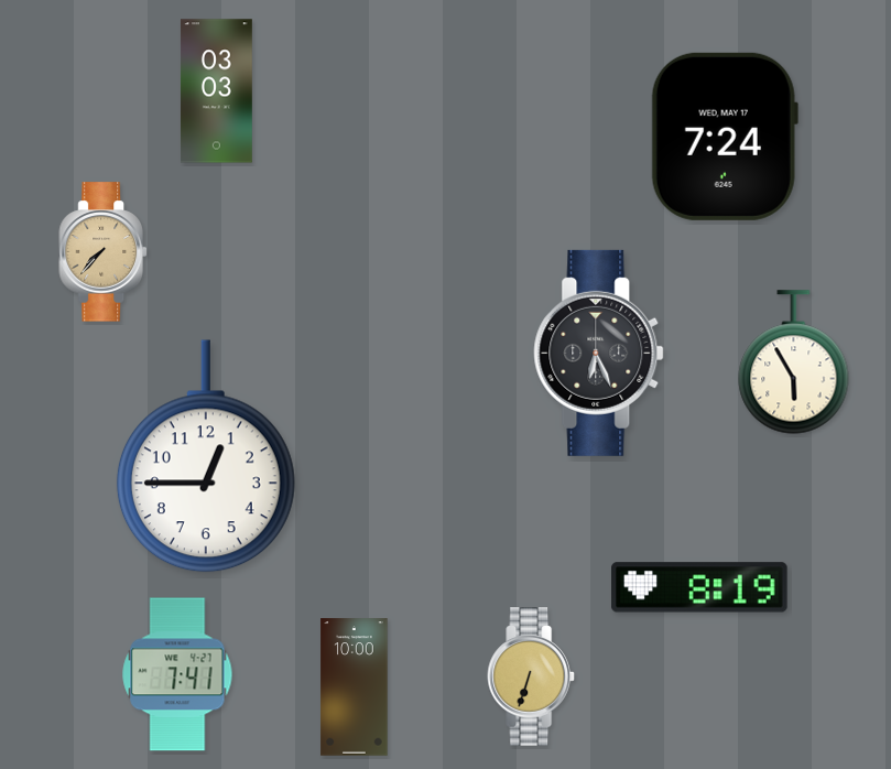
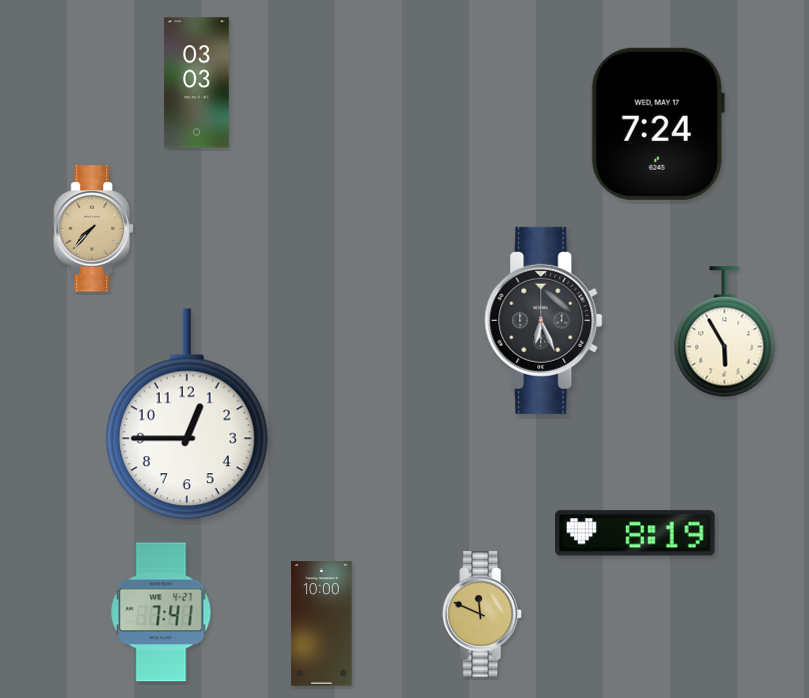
clock at (794, 362) position: (794, 362) -> (725, 332)
clock at (532, 676): 6:33 -> 11:49
